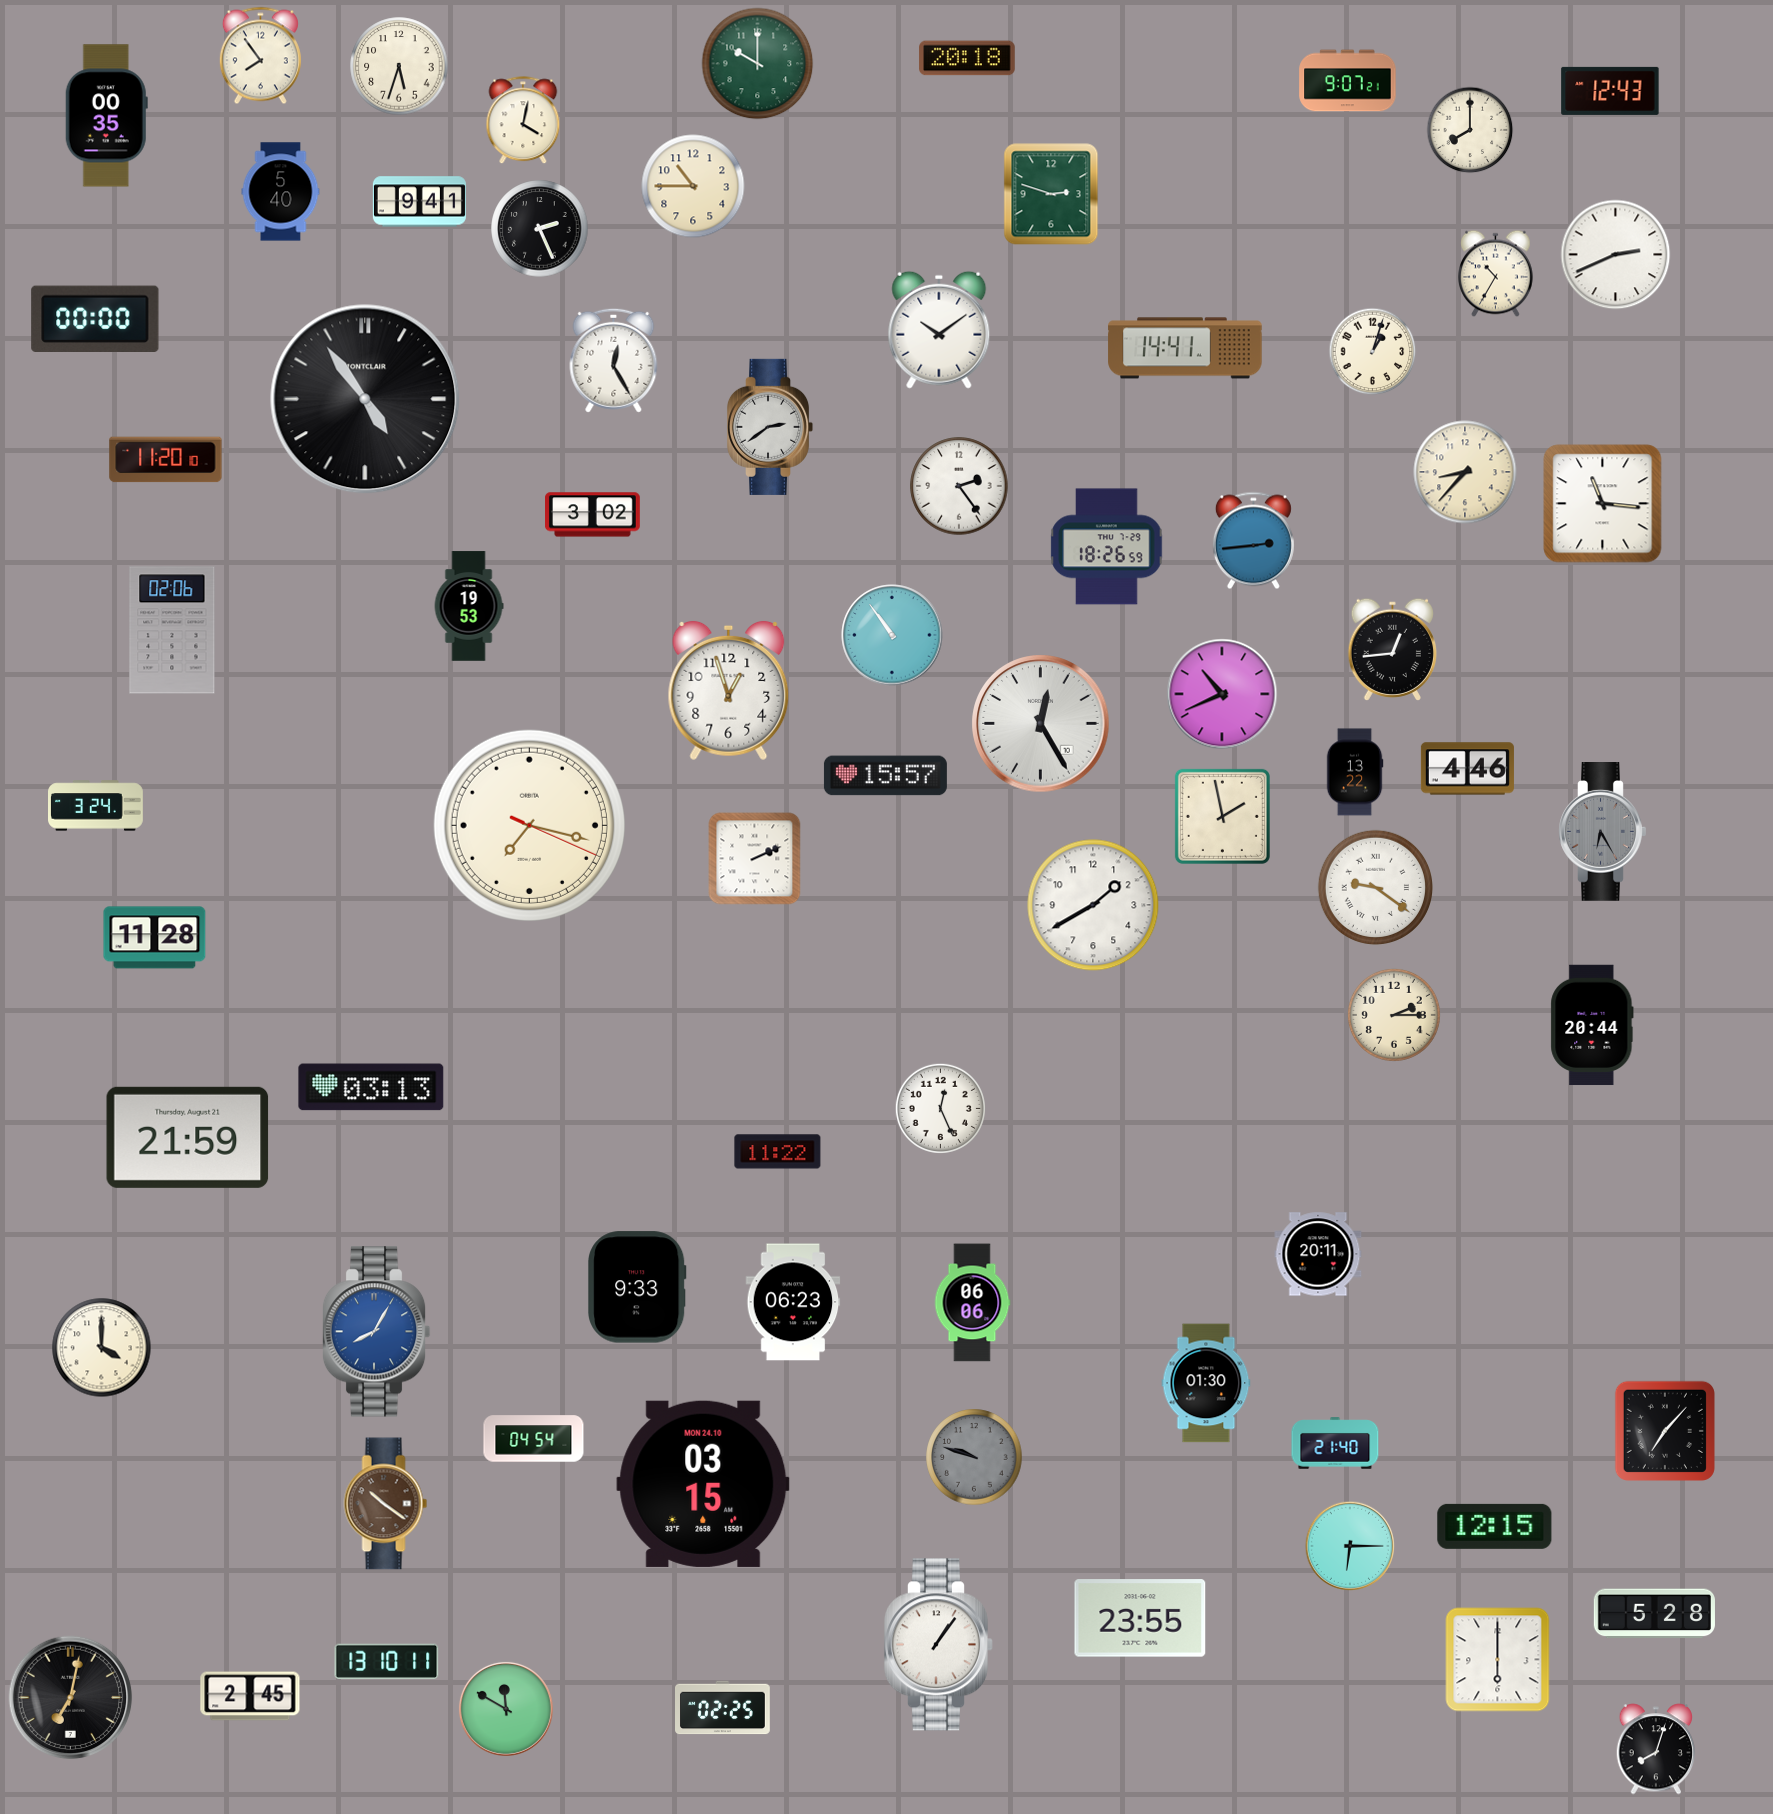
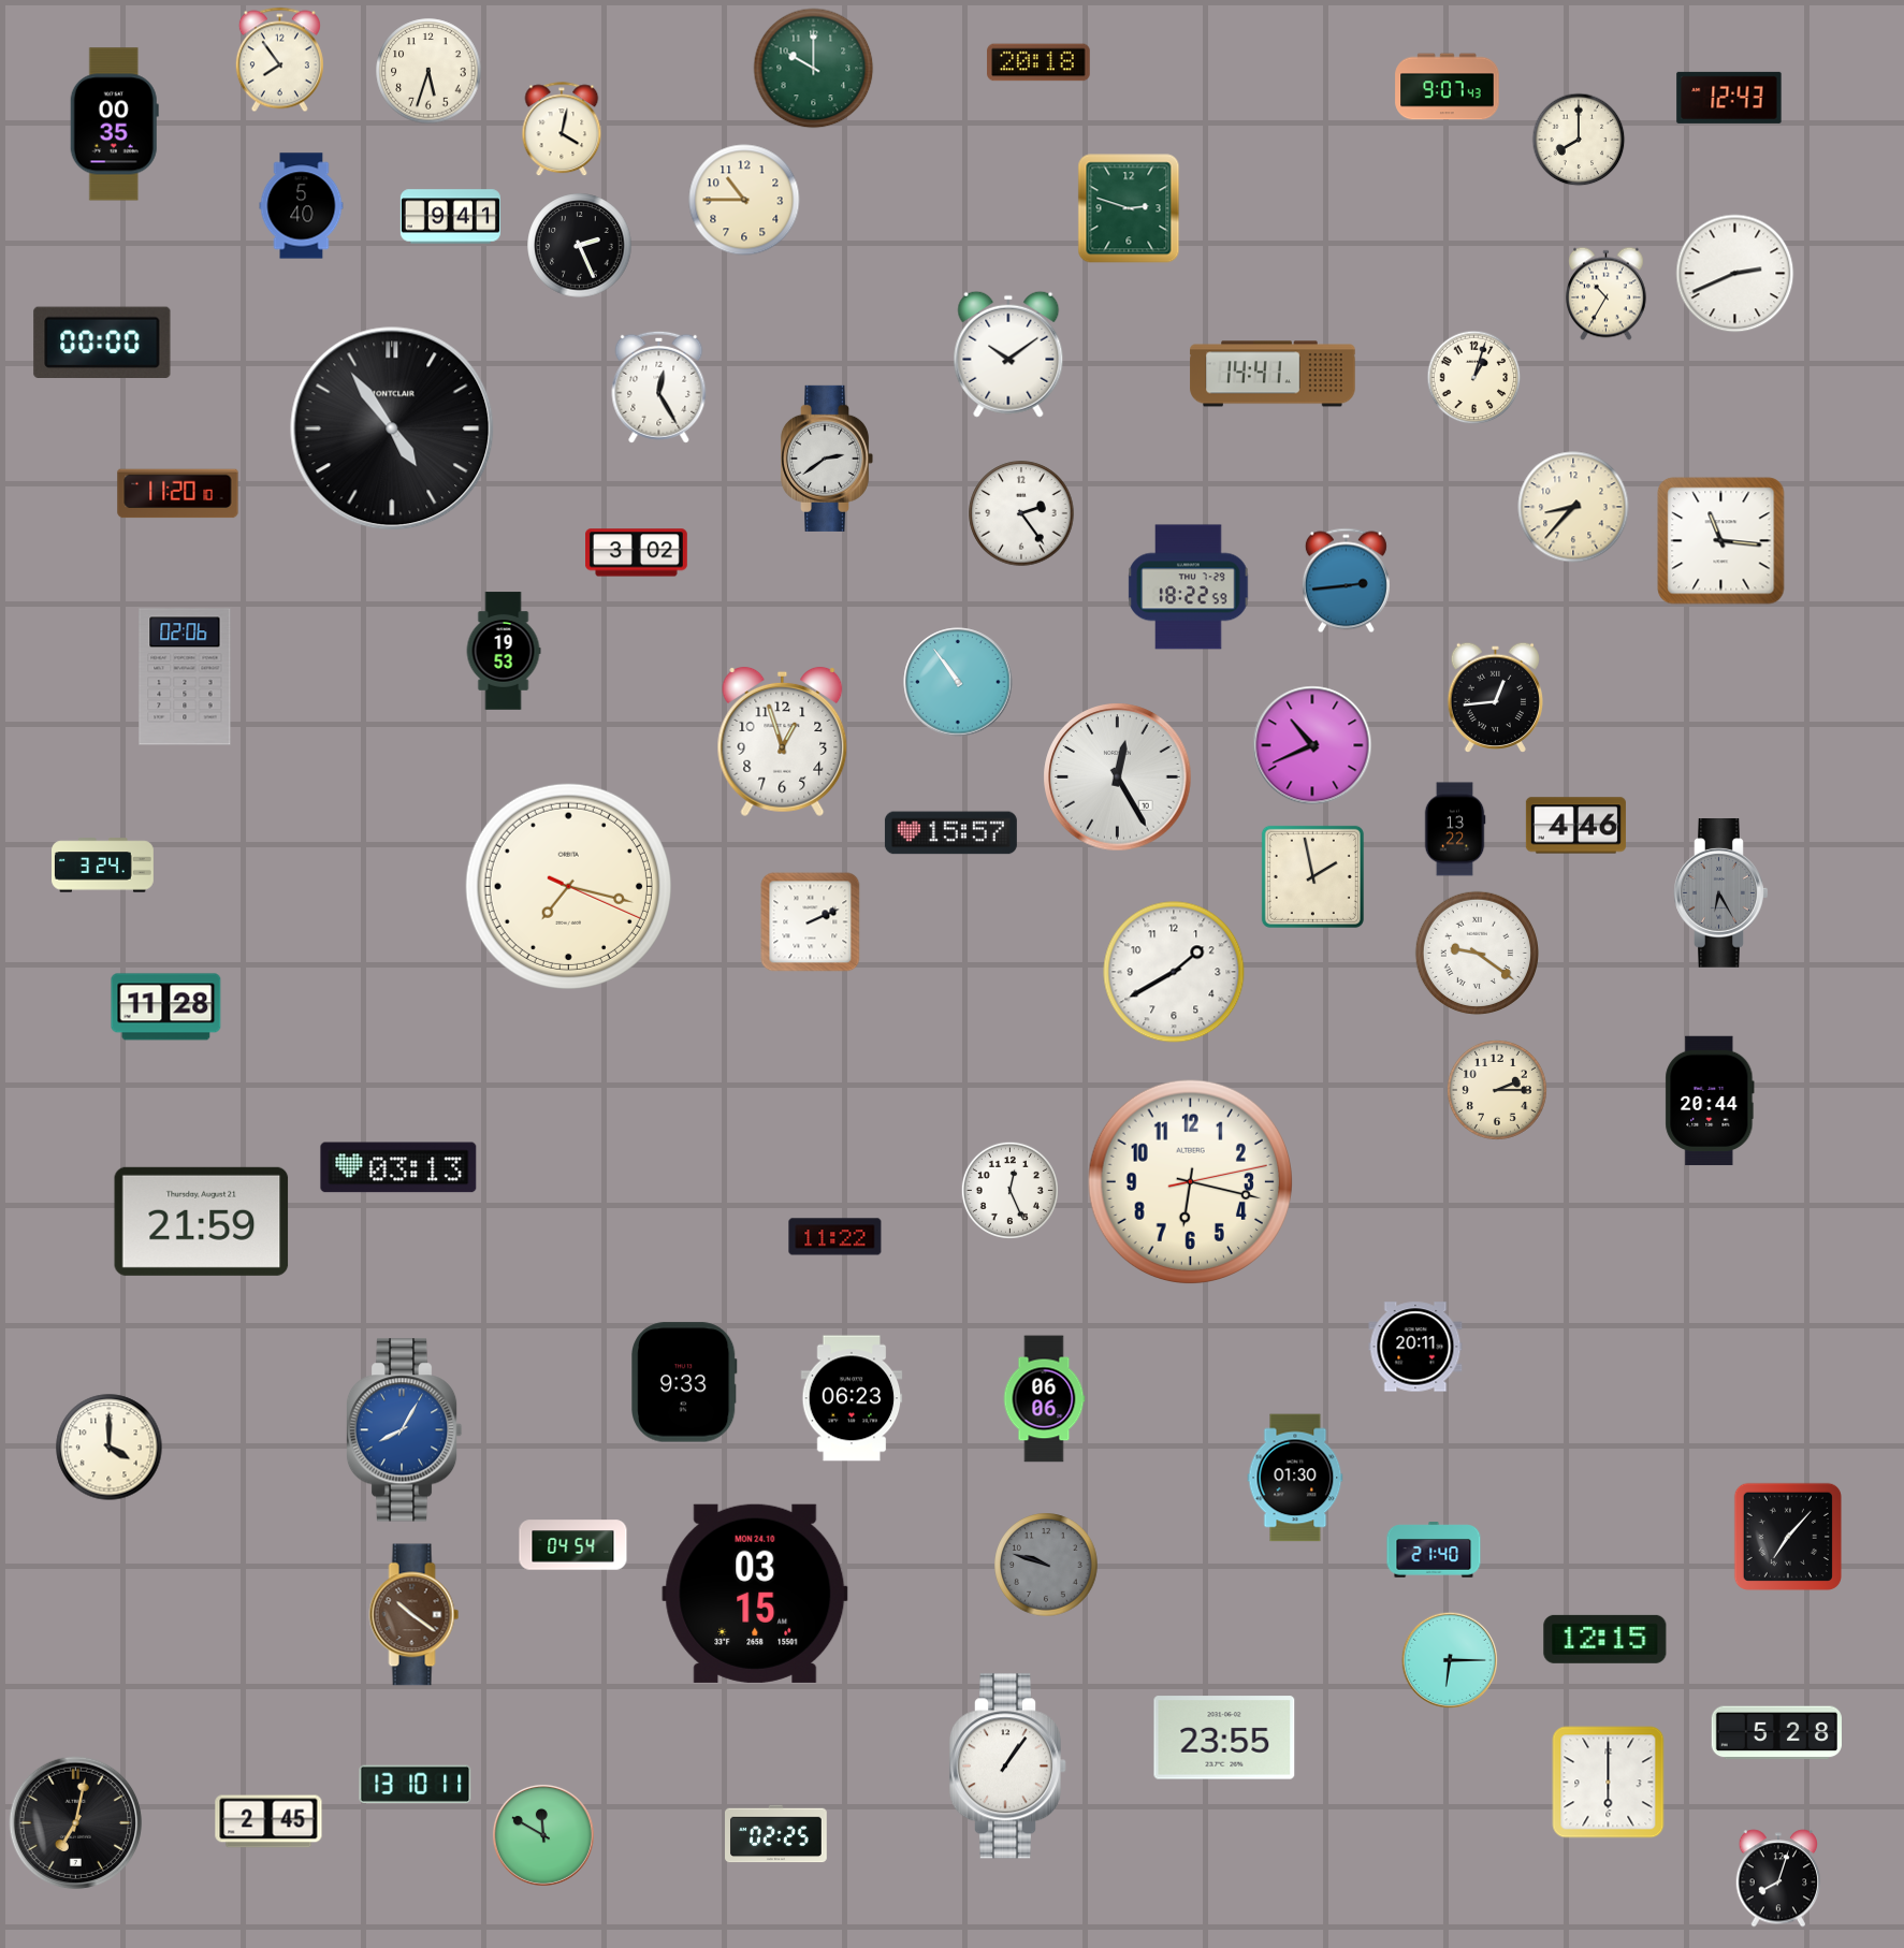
clock at (1348, 81): 9:07:21 -> 9:07:43
clock at (959, 486) position: (959, 486) -> (1021, 513)
clock at (1107, 547): 18:26 -> 18:22
clock at (1190, 1181): none -> 6:17
clock at (1206, 1383) position: (1206, 1383) -> (1295, 1478)
